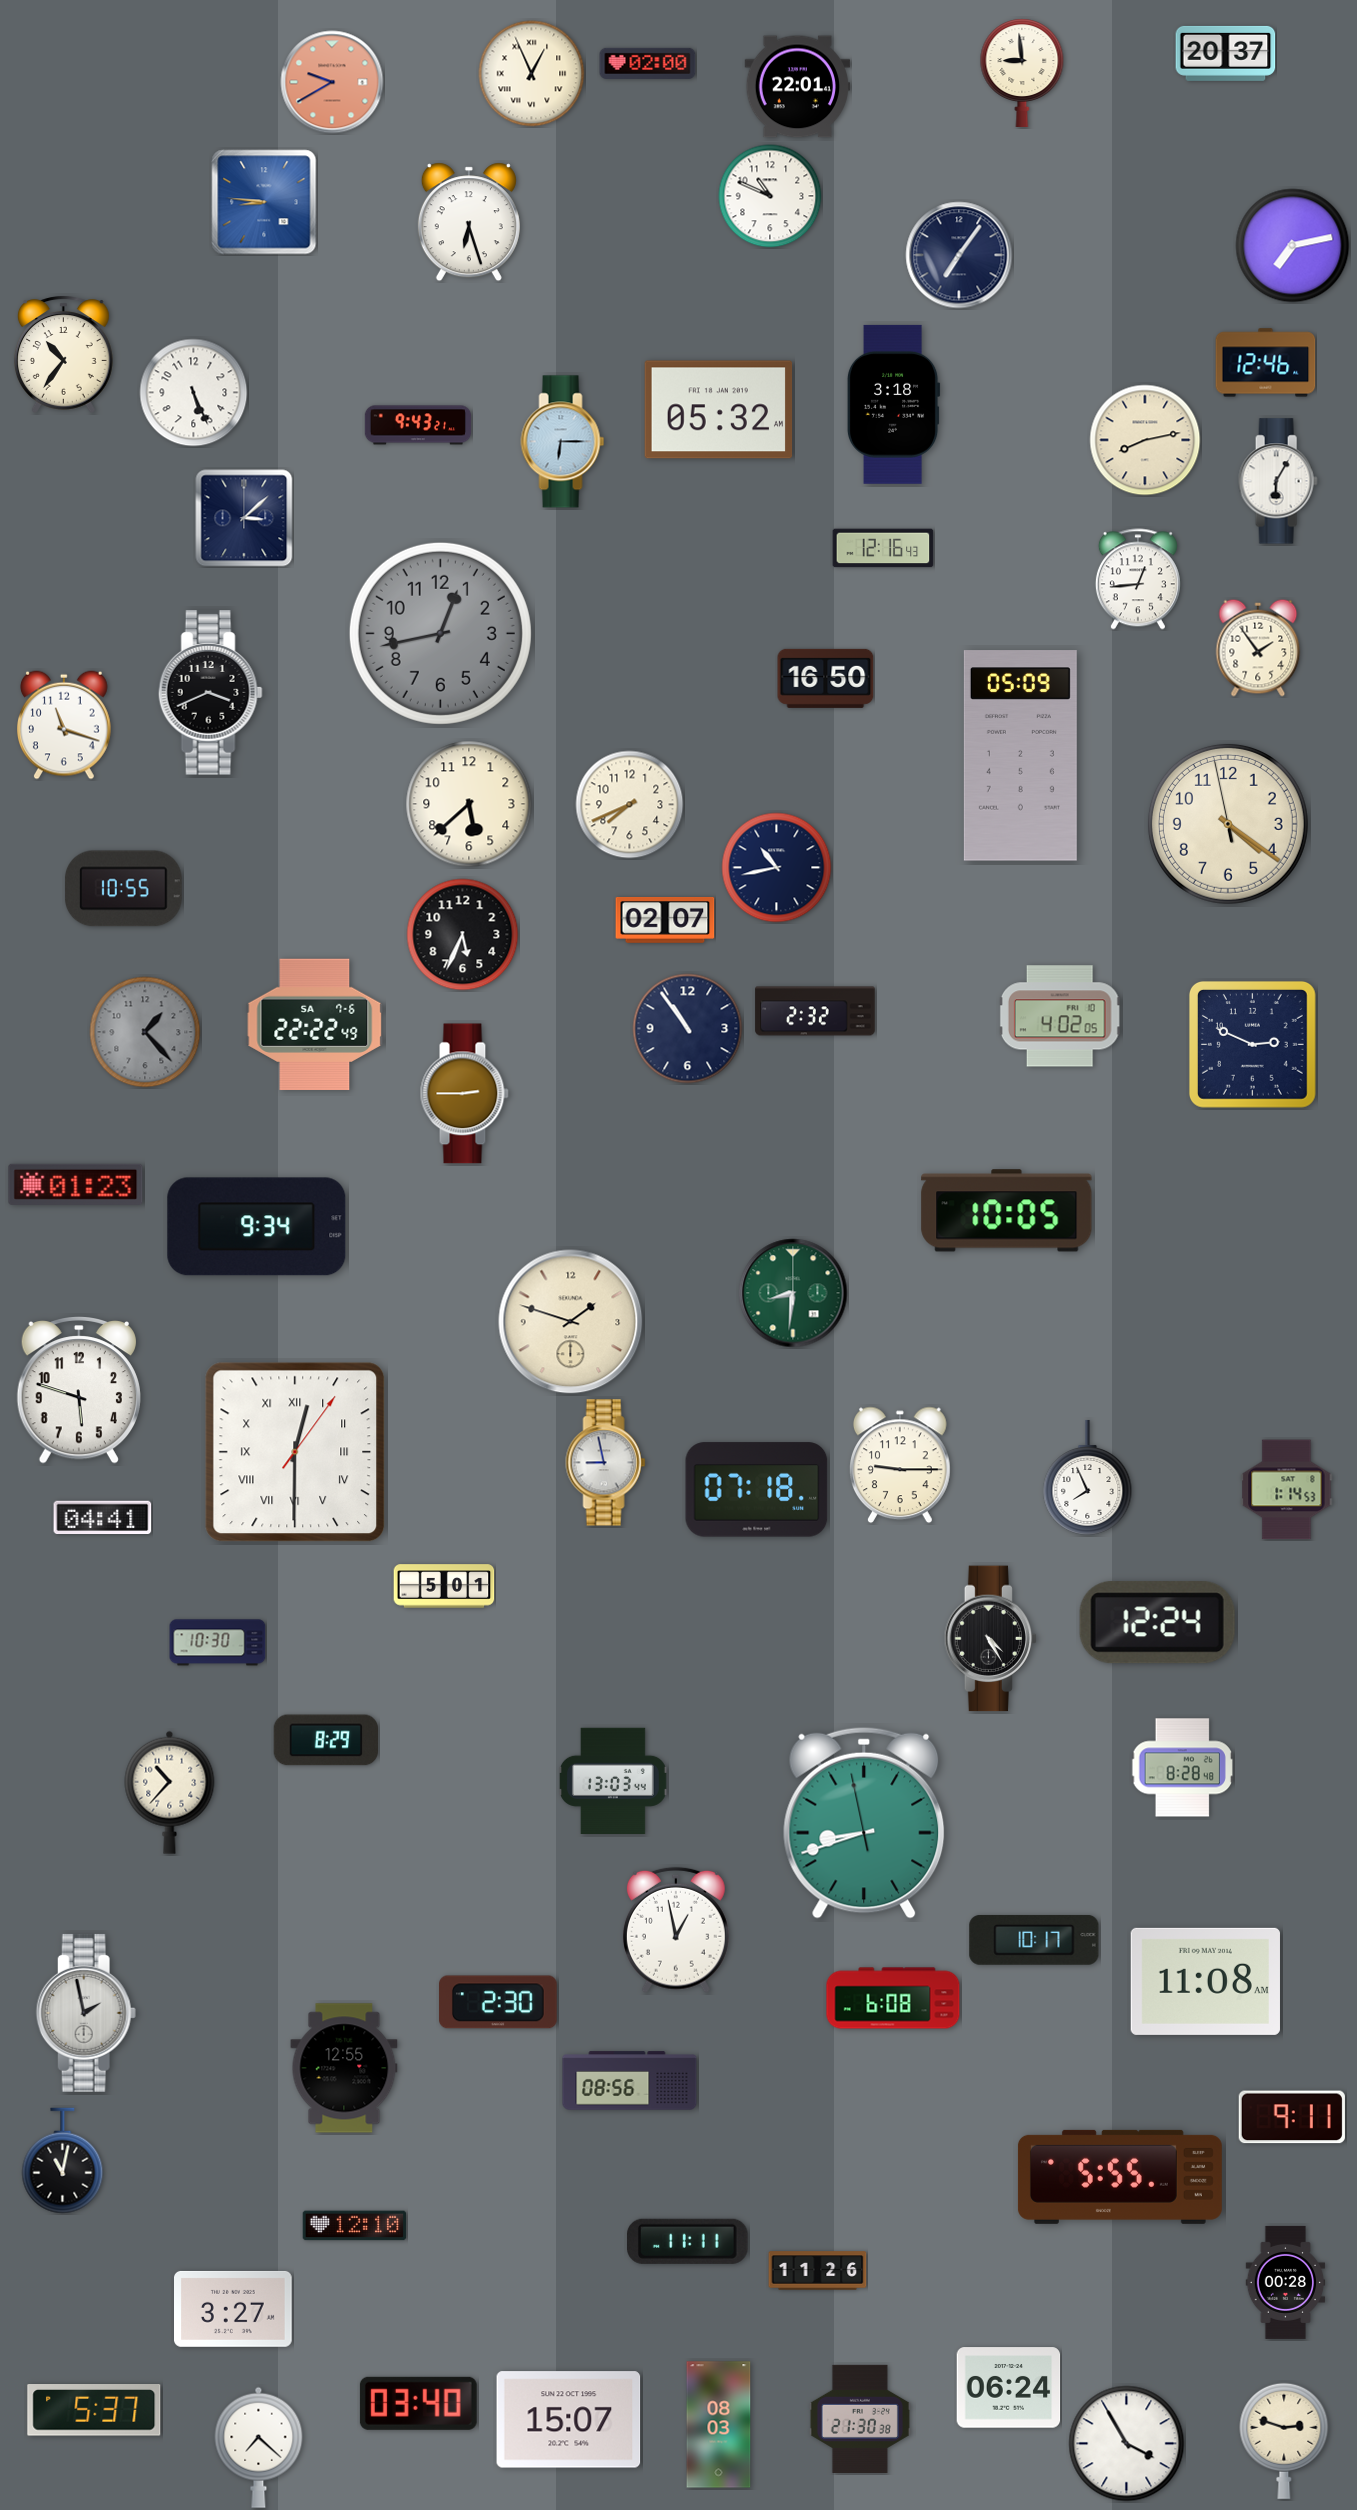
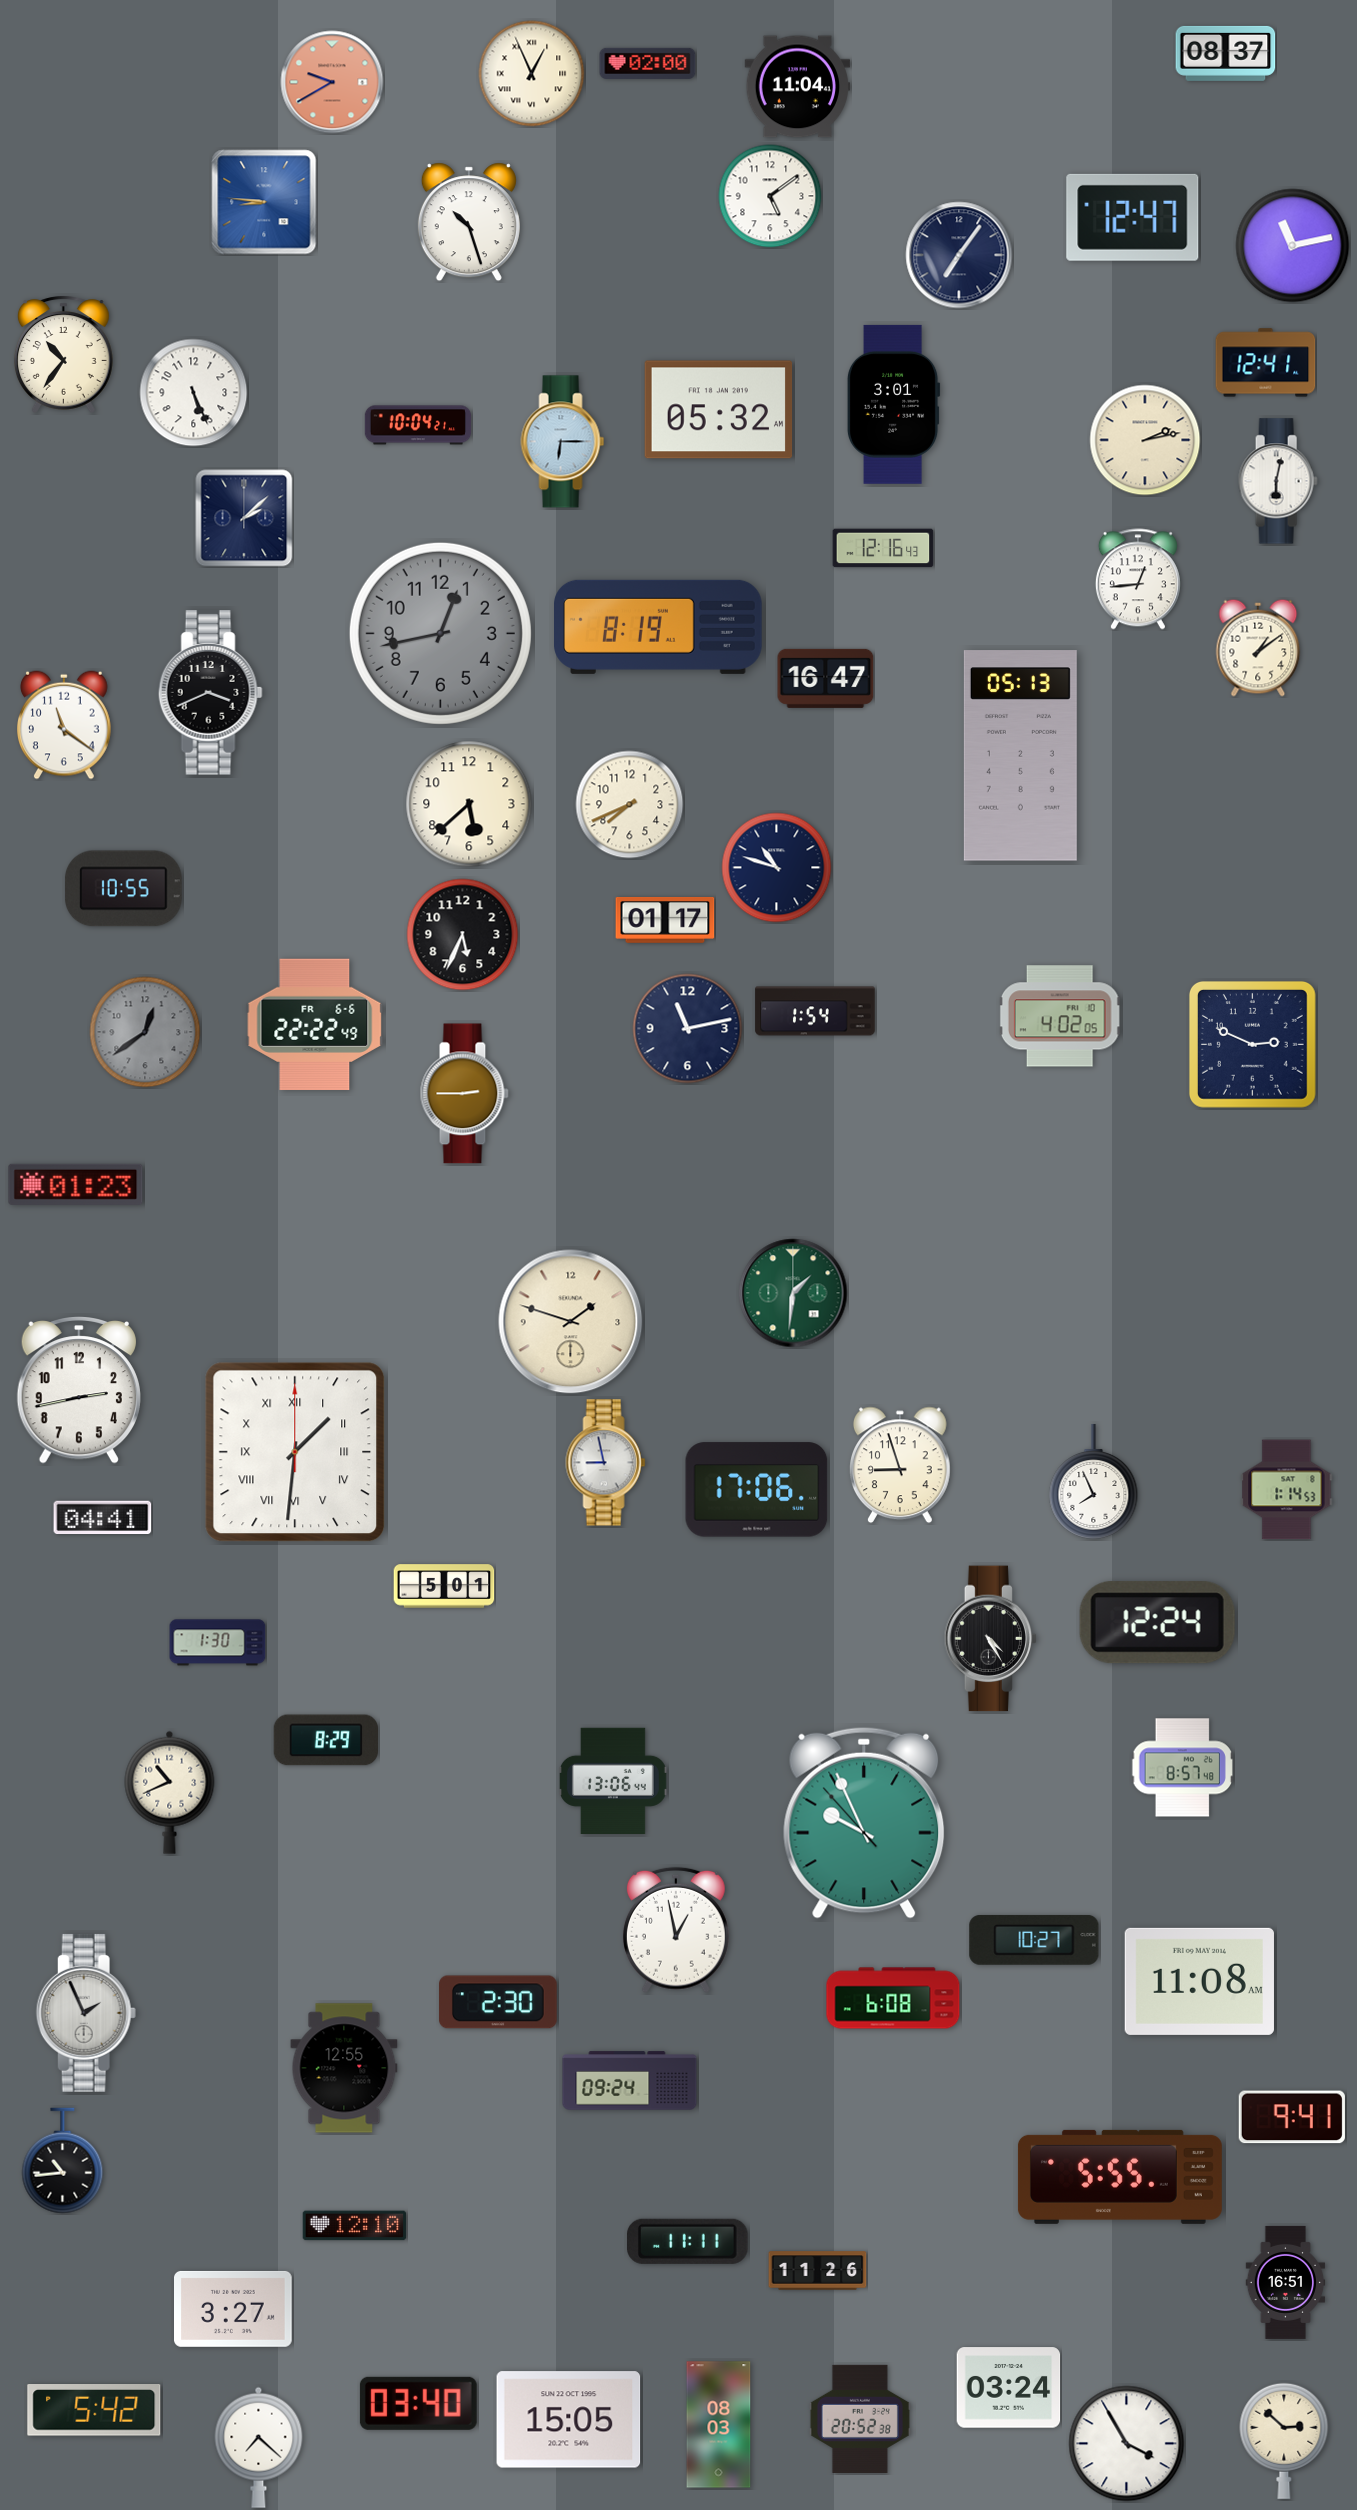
clock at (1226, 53): 20:37 -> 08:37
clock at (1022, 73): 8:59 -> none
clock at (798, 87): 22:01 -> 11:04
clock at (770, 196): 10:49 -> 5:09
clock at (1133, 217): none -> 12:47
clock at (469, 222): 6:27 -> 10:27
clock at (1293, 246): 7:13 -> 11:13
clock at (1266, 363): 12:46 -> 12:41
clock at (893, 404): 3:18 -> 3:01
clock at (418, 425): 9:43 -> 10:04
clock at (1145, 440): 8:13 -> 2:13
clock at (1278, 481): 6:05 -> 6:02
clock at (244, 518): 3:08 -> 2:08
clock at (659, 627): none -> 8:19
clock at (1258, 648): 1:54 -> 1:09
clock at (826, 678): 16:50 -> 16:47
clock at (65, 725): 11:18 -> 11:21
clock at (1020, 756): 05:09 -> 05:13
clock at (1228, 824): 4:20 -> none
clock at (777, 868): 10:43 -> 10:48
clock at (665, 920): 02:07 -> 01:17
clock at (815, 1011): 2:32 -> 1:54
clock at (315, 1025) date: SA 7-6 -> FR 6-6
clock at (688, 1029): 10:54 -> 11:13
clock at (145, 1032): 1:23 -> 12:39
clock at (1007, 1211): 10:05 -> none
clock at (257, 1227): 9:34 -> none
clock at (793, 1293): 8:31 -> 1:31
clock at (79, 1391): 5:48 -> 2:43
clock at (295, 1452): 12:30 -> 1:31
clock at (900, 1465): 9:15 -> 8:57
clock at (1088, 1477) position: (1088, 1477) -> (1094, 1481)
clock at (757, 1490): 07:18 -> 17:06
clock at (218, 1643): 10:30 -> 1:30
clock at (1183, 1768): 8:28 -> 8:57
clock at (613, 1780): 13:03 -> 13:06
clock at (170, 1792): 10:37 -> 10:41
clock at (864, 1823): 8:41 -> 9:55
clock at (1034, 1940): 10:17 -> 10:27
clock at (1205, 1981) position: (1205, 1981) -> (1199, 1981)
clock at (86, 2013): 1:58 -> 1:56
clock at (630, 2081): 08:56 -> 09:24
clock at (1292, 2117): 9:11 -> 9:41
clock at (63, 2161): 11:02 -> 10:44
clock at (1286, 2282): 00:28 -> 16:51
clock at (1009, 2388): 06:24 -> 03:24
clock at (94, 2411): 5:37 -> 5:42
clock at (860, 2419): 21:30 -> 20:52
clock at (569, 2420): 15:07 -> 15:05
clock at (1284, 2441): 2:48 -> 2:52
